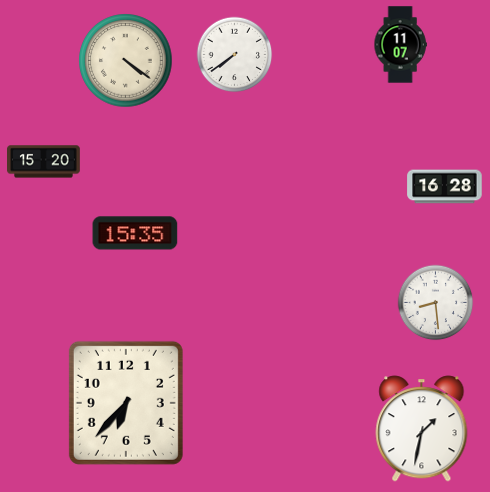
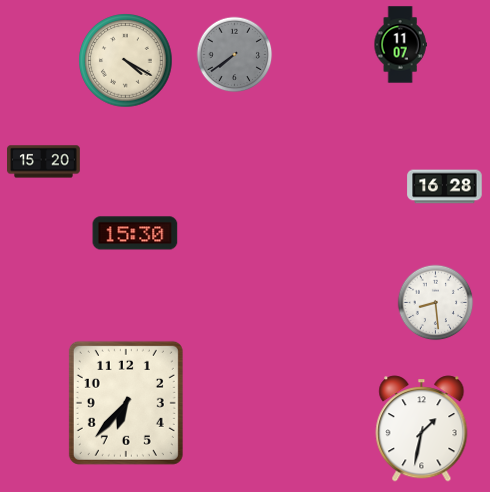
clock at (235, 55) dial: white -> grey
clock at (126, 61): 4:21 -> 4:20
clock at (135, 233): 15:35 -> 15:30
